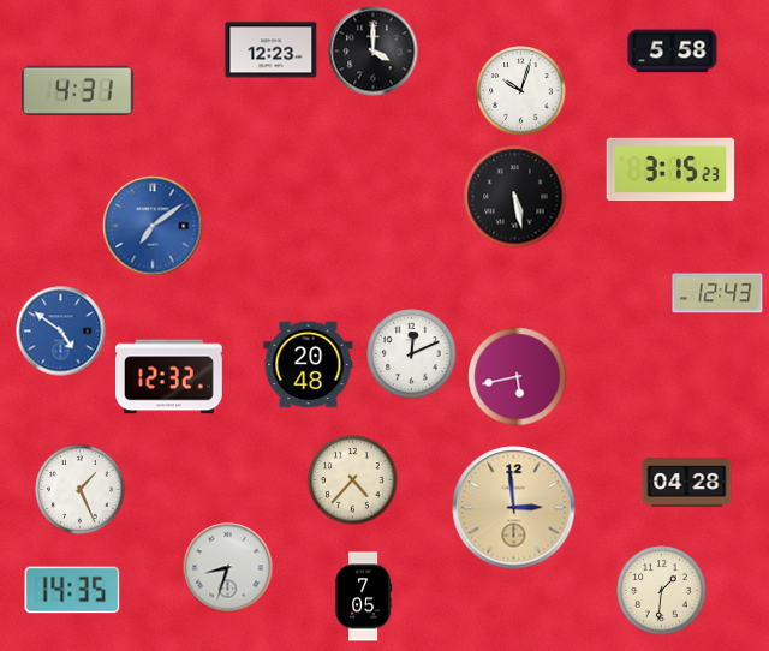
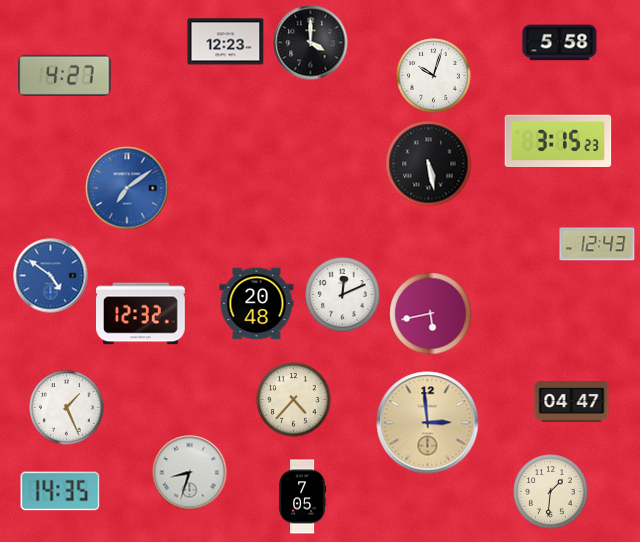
clock at (78, 90): 4:31 -> 4:27
clock at (687, 483): 04:28 -> 04:47
